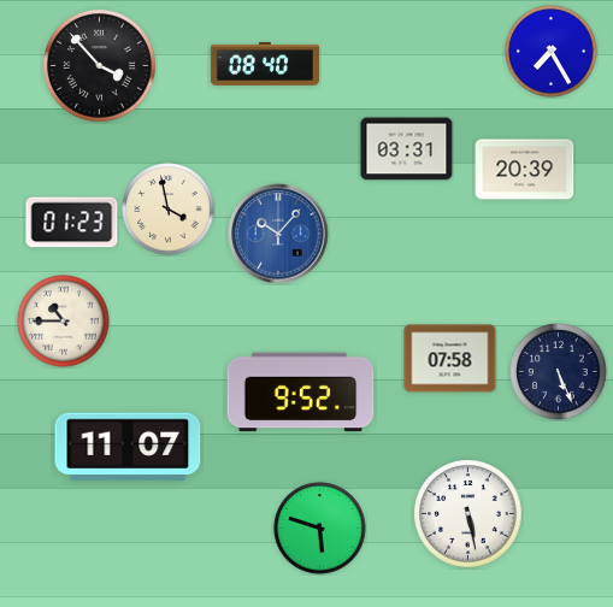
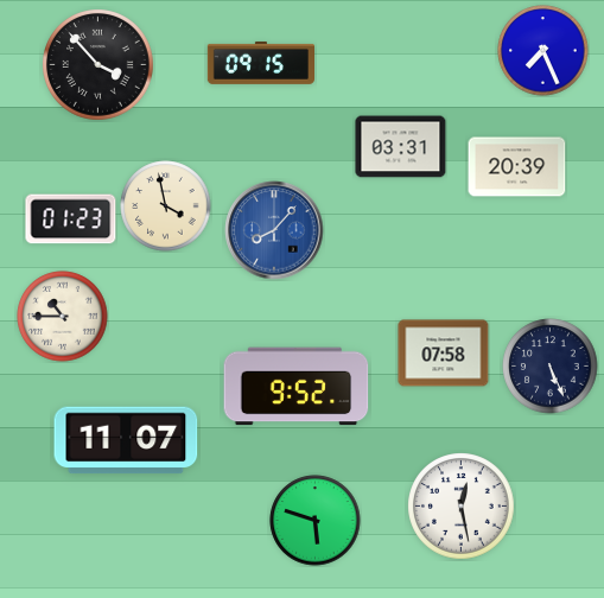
clock at (552, 52): 7:25 -> 7:26
clock at (264, 64): 08:40 -> 09:15
clock at (278, 234): 10:07 -> 8:07
clock at (468, 514): 5:28 -> 12:28
